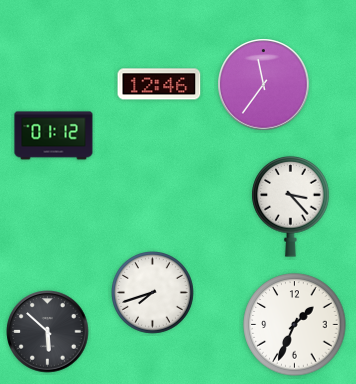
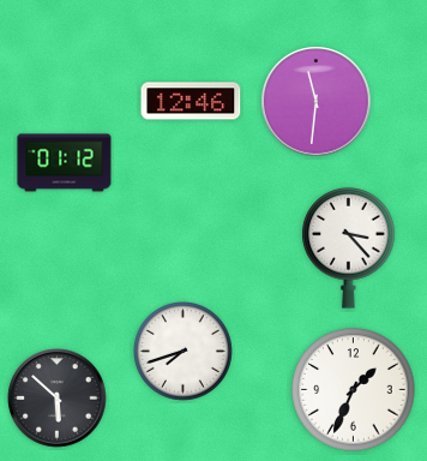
clock at (264, 85): 11:36 -> 11:31
